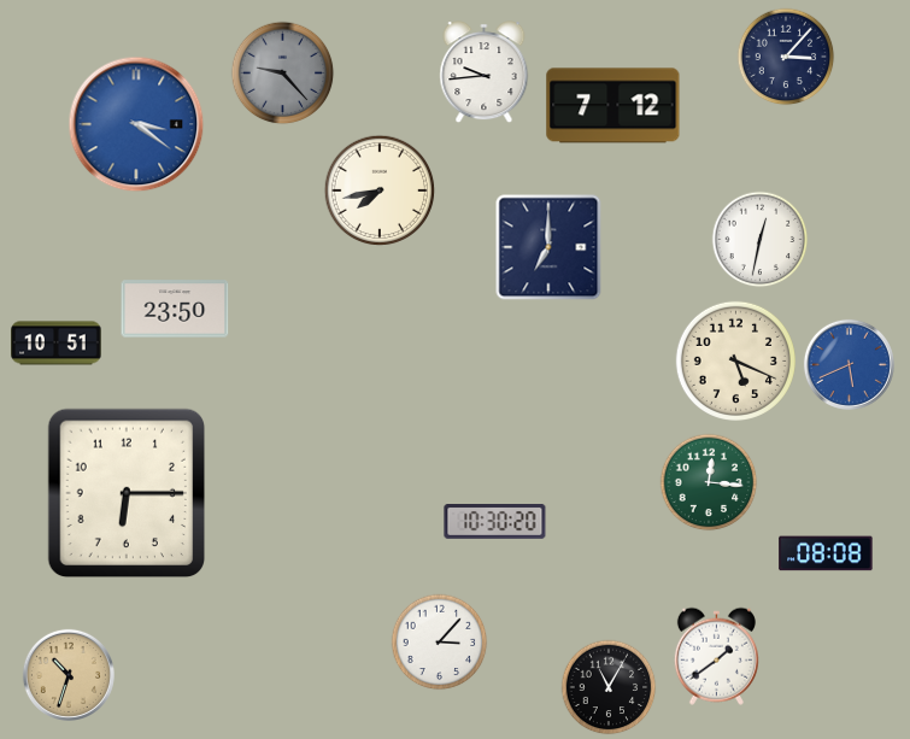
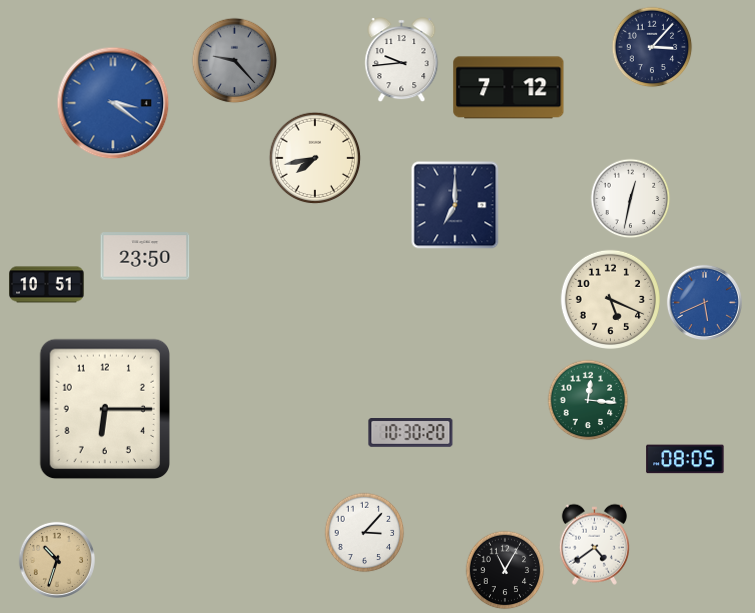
clock at (826, 553): 08:08 -> 08:05
clock at (716, 656): 1:39 -> 4:39
